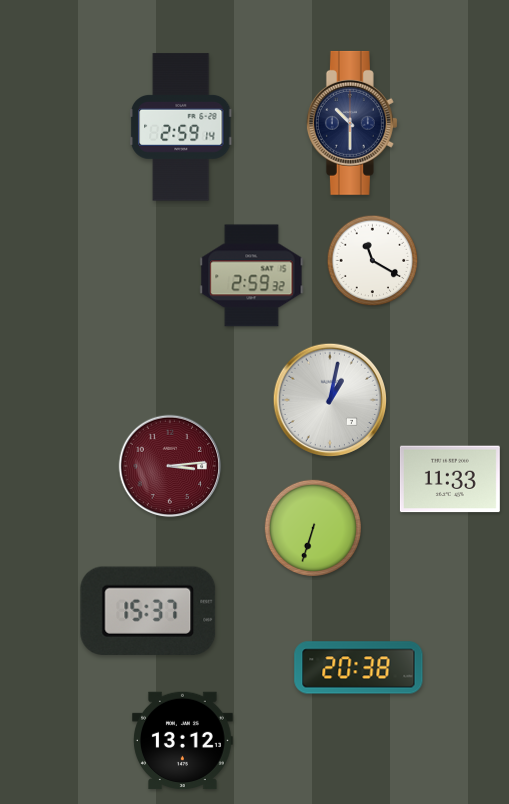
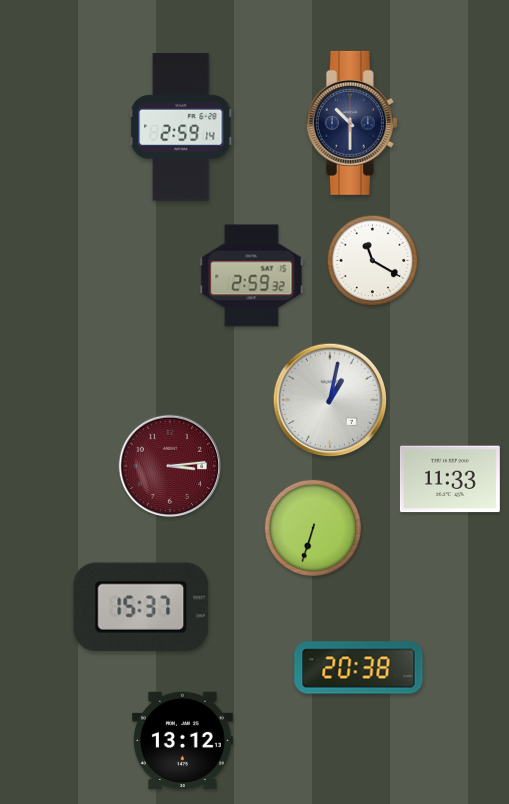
clock at (148, 611) position: (148, 611) -> (141, 607)
